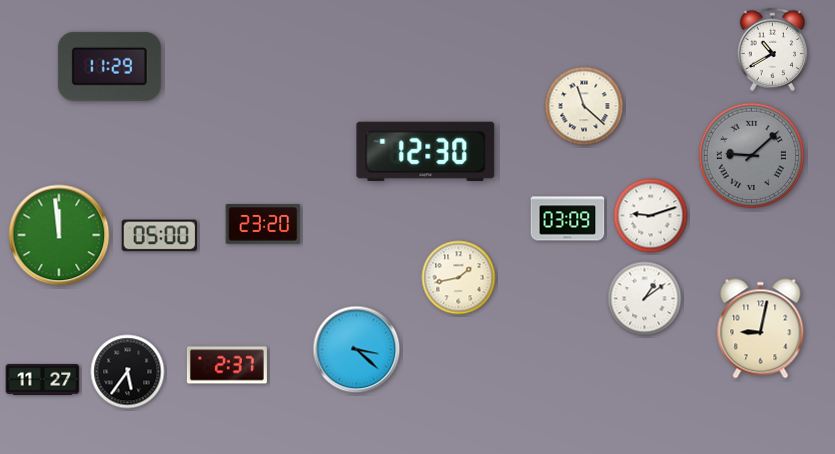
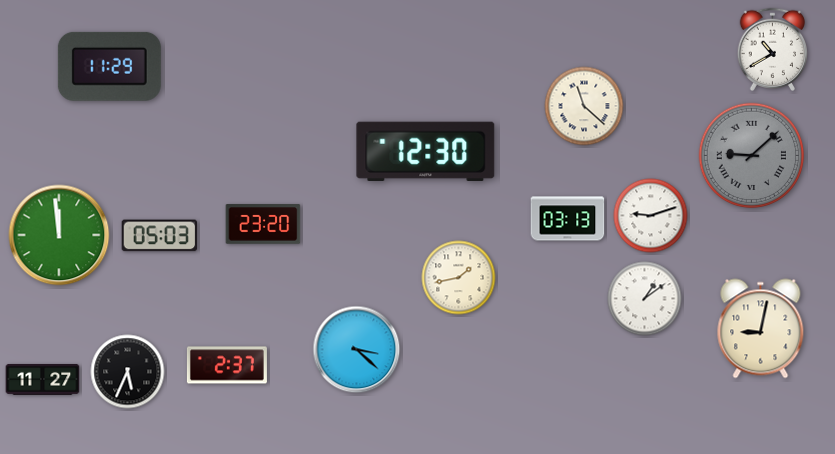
clock at (568, 219): 03:09 -> 03:13
clock at (160, 236): 05:00 -> 05:03
clock at (128, 372): 5:36 -> 5:34
